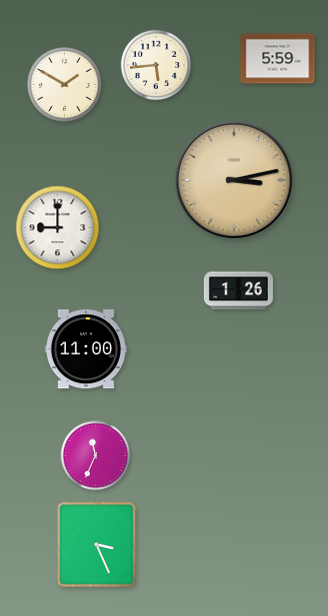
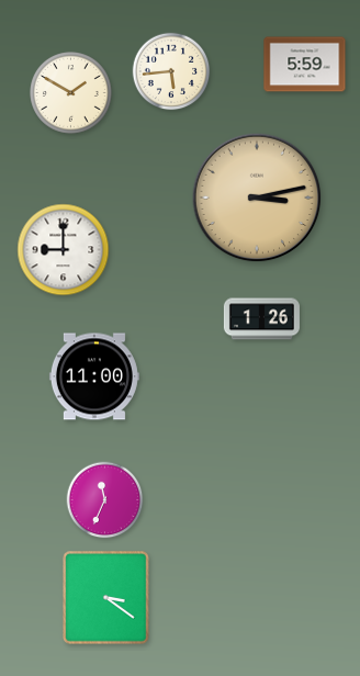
clock at (86, 349) position: (86, 349) -> (94, 376)
clock at (97, 545): 3:26 -> 3:21
